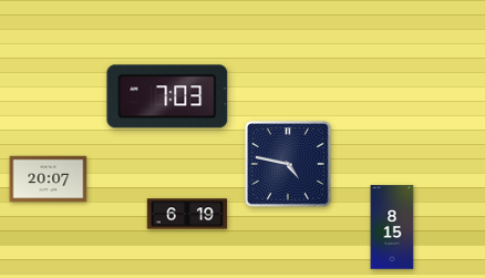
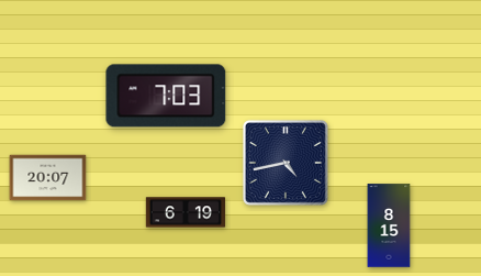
clock at (288, 164): 4:47 -> 4:43
